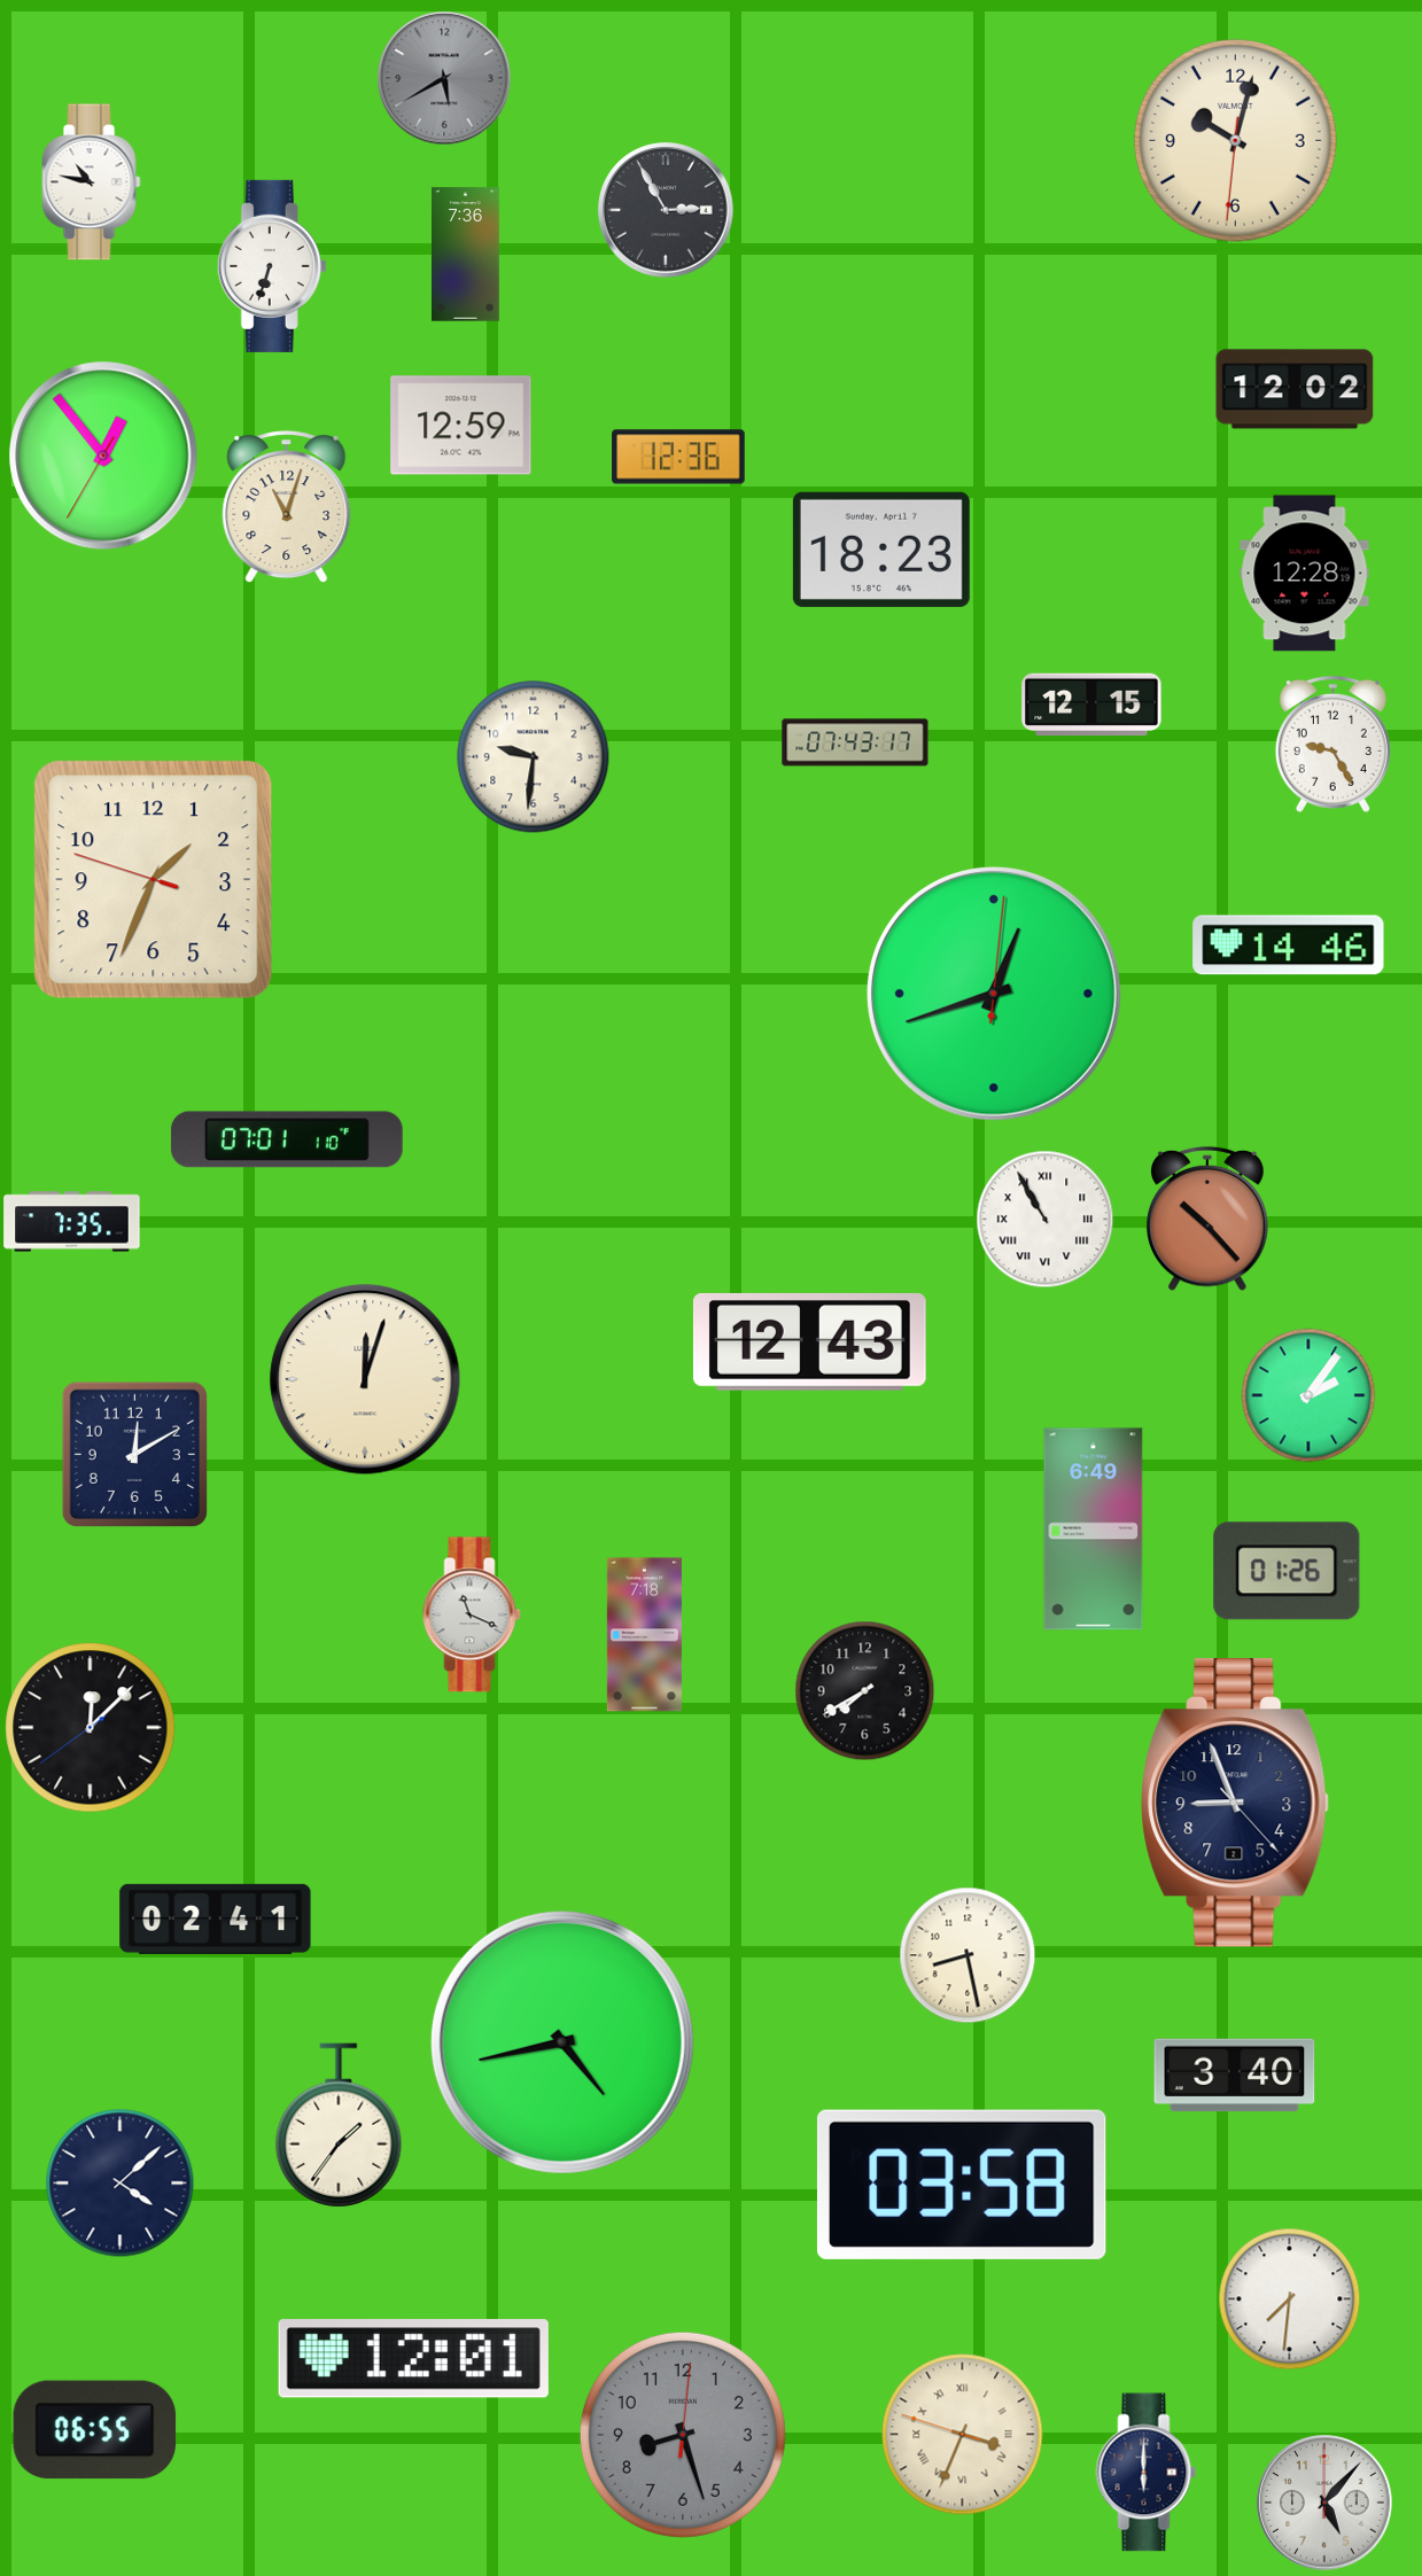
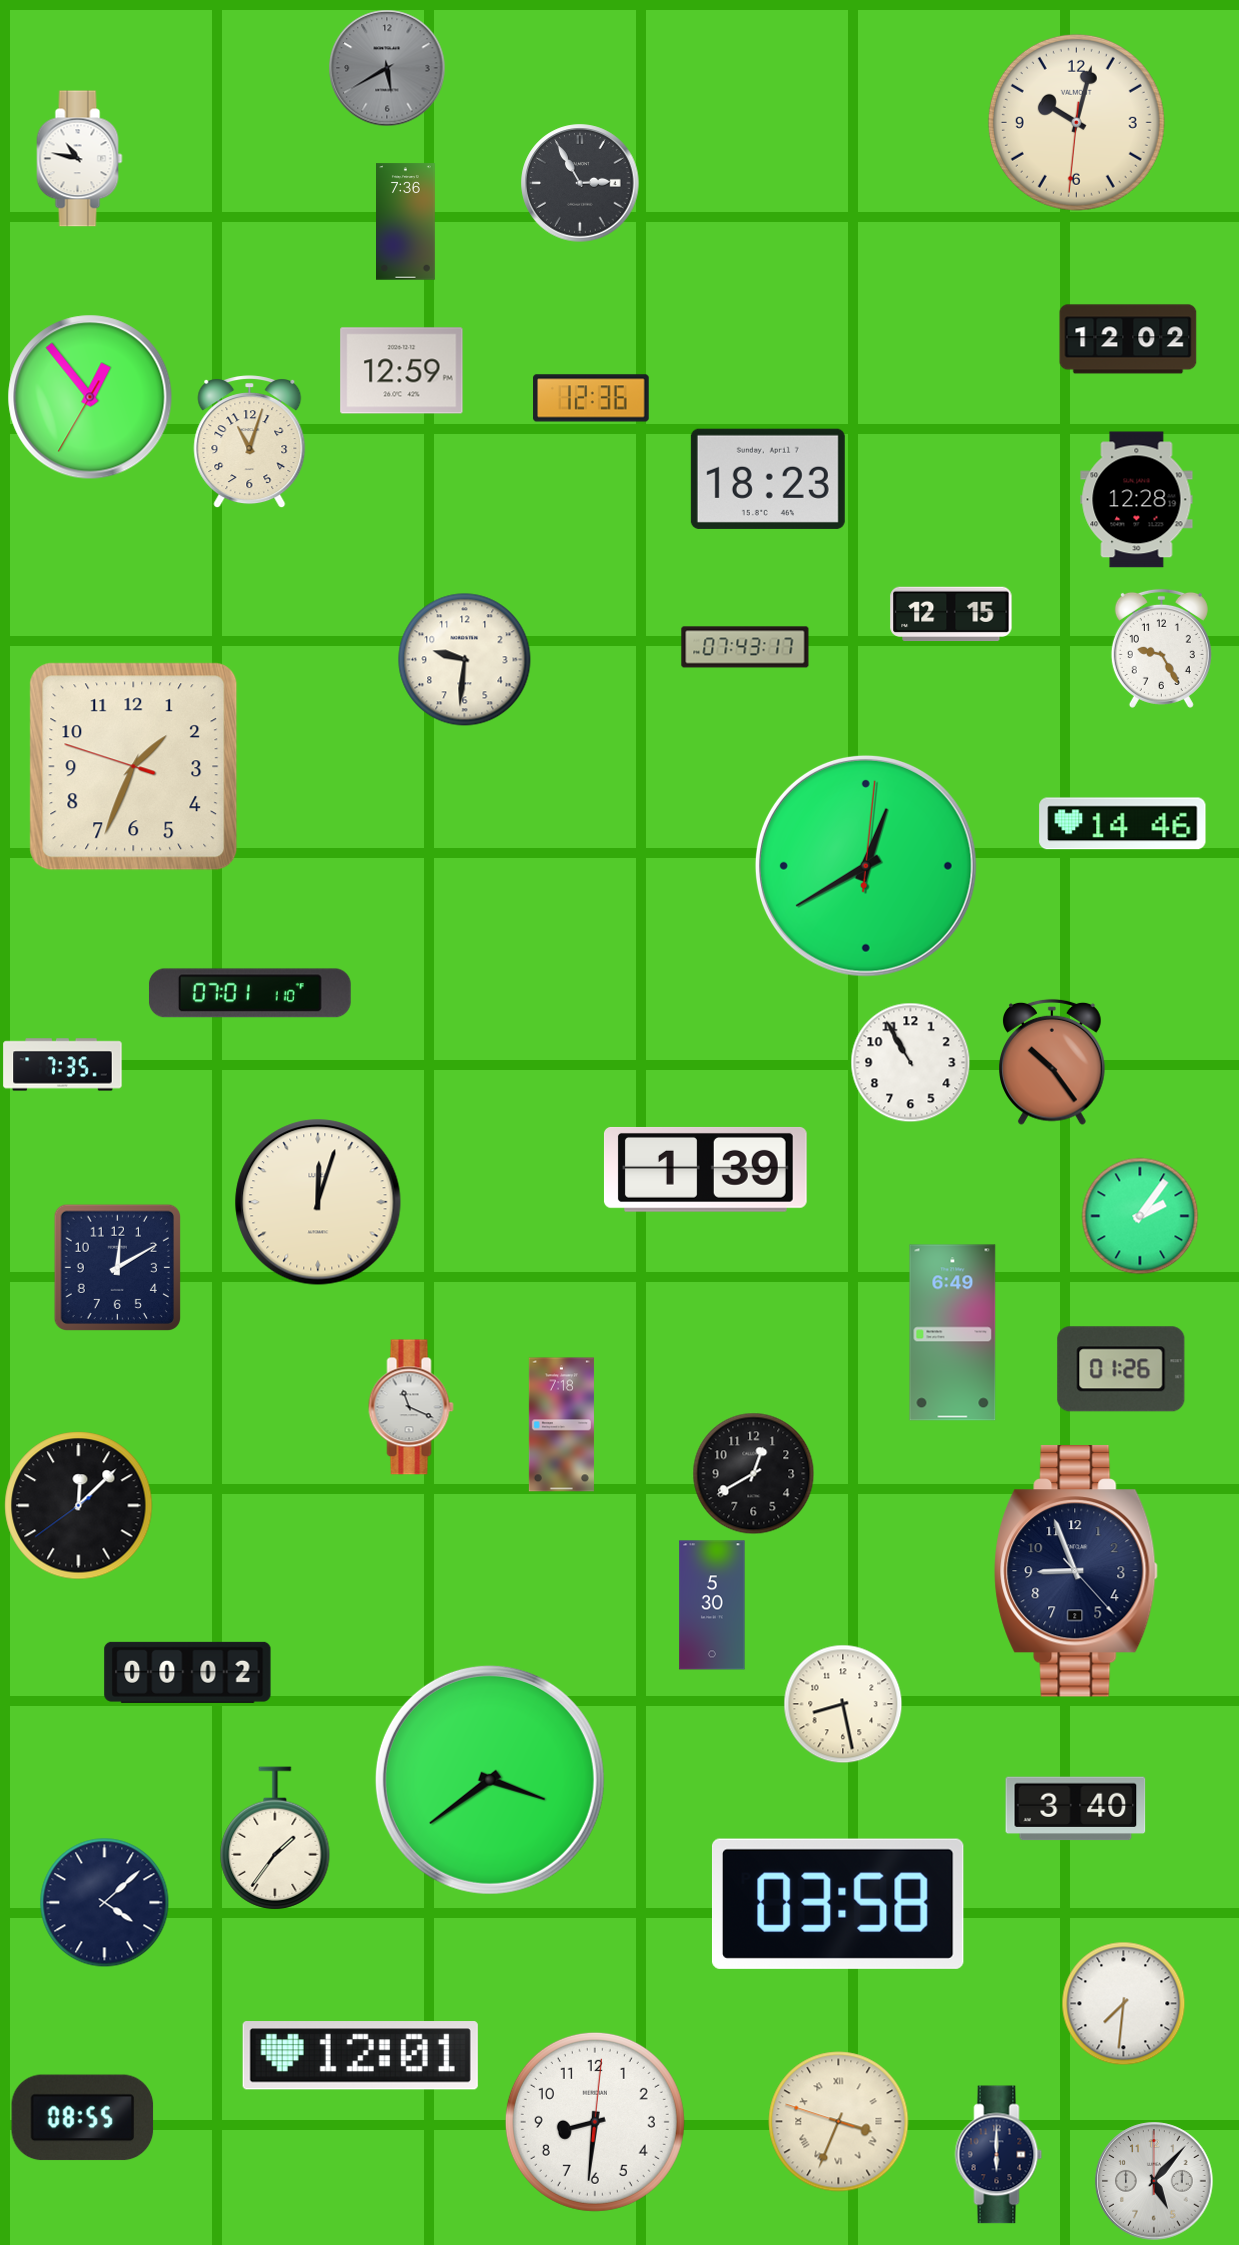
clock at (272, 266): 6:33 -> none
clock at (994, 994): 12:42 -> 12:40
clock at (1209, 1219): 10:23 -> 10:24
clock at (1046, 1220) numerals: Roman -> Arabic
clock at (809, 1341): 12:43 -> 1:39
clock at (865, 1691): 7:40 -> 12:40
clock at (712, 1605): none -> 5:30
clock at (216, 1919): 02:41 -> 00:02
clock at (562, 2042): 4:43 -> 3:39
clock at (339, 2125) position: (339, 2125) -> (275, 1838)
clock at (95, 2430): 06:55 -> 08:55
clock at (683, 2435): 8:27 -> 8:31
clock at (683, 2435) dial: grey -> white
